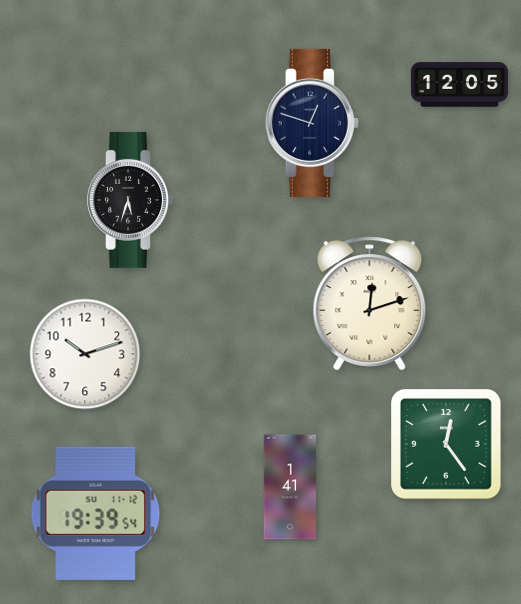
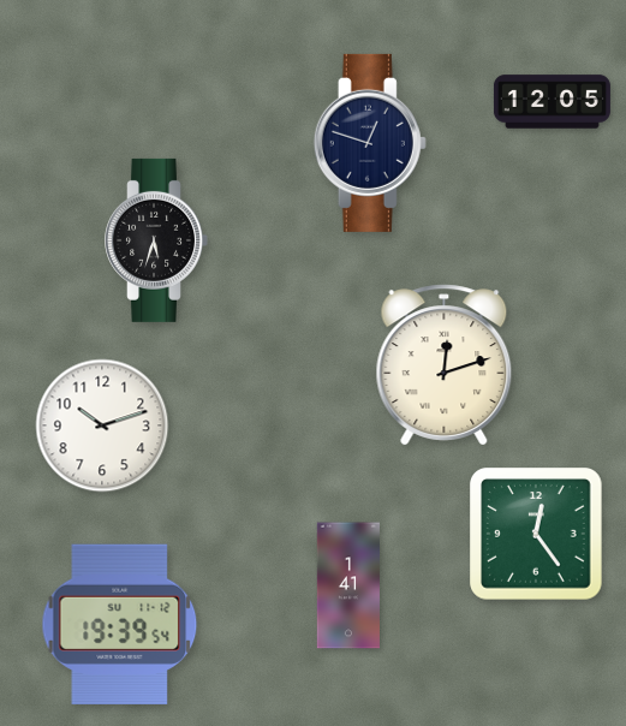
clock at (312, 123) position: (312, 123) -> (370, 143)
clock at (96, 513) position: (96, 513) -> (120, 624)
